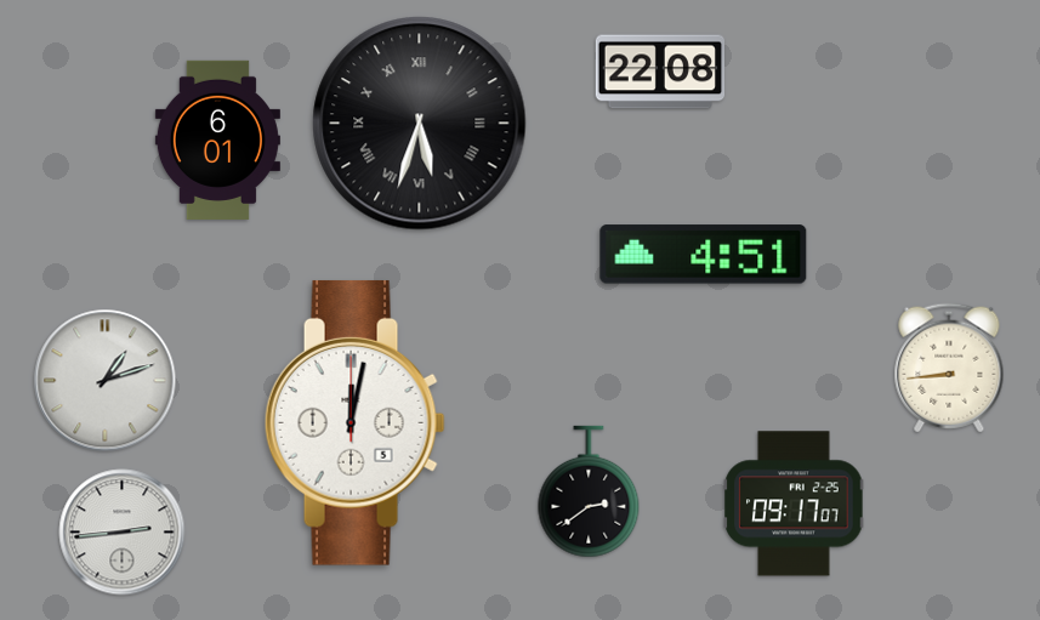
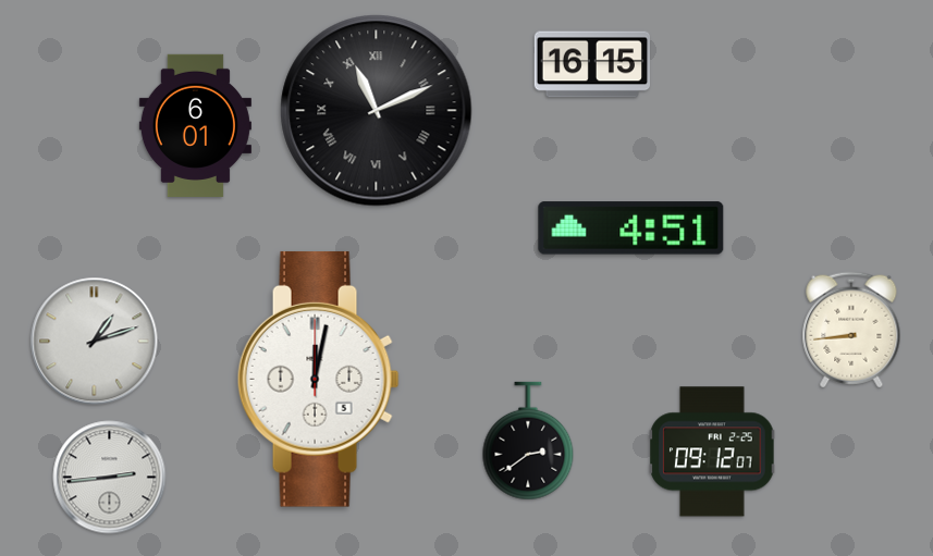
clock at (659, 72): 22:08 -> 16:15
clock at (420, 124): 5:33 -> 11:11
clock at (794, 504): 09:17 -> 09:12
